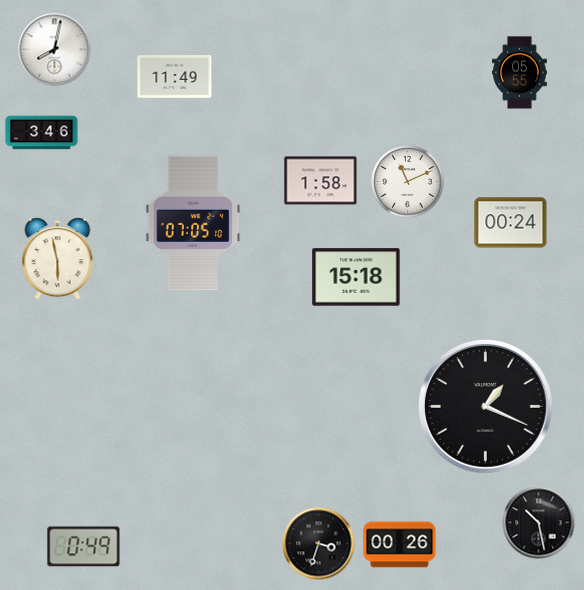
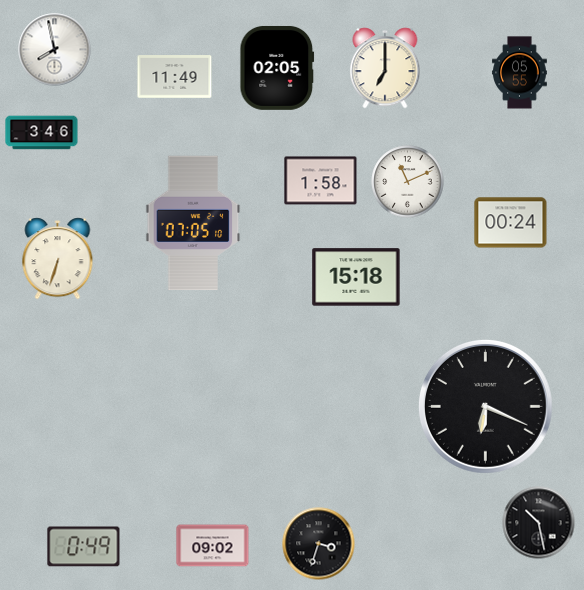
clock at (55, 50): 8:02 -> 7:58
clock at (277, 68): none -> 02:05
clock at (385, 68): none -> 7:00
clock at (58, 259): 5:58 -> 6:33
clock at (485, 406): 1:19 -> 6:19
clock at (400, 545): 00:26 -> none
clock at (213, 546): none -> 09:02
